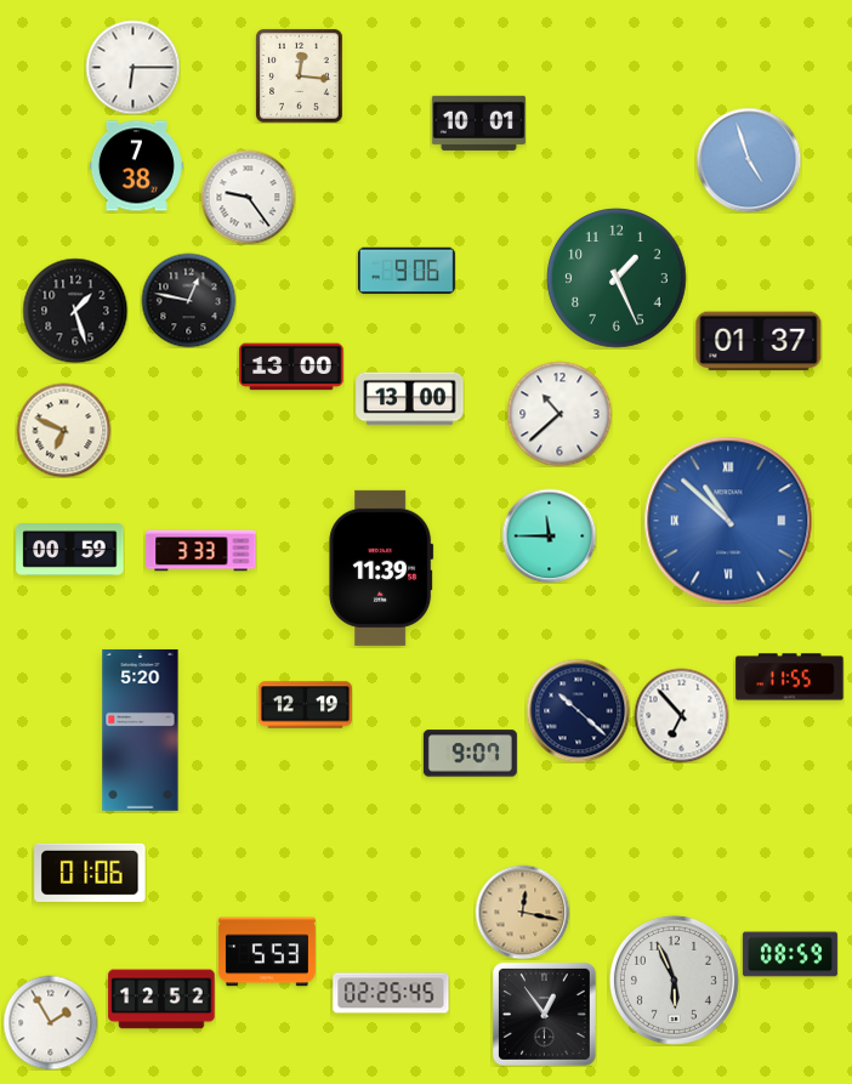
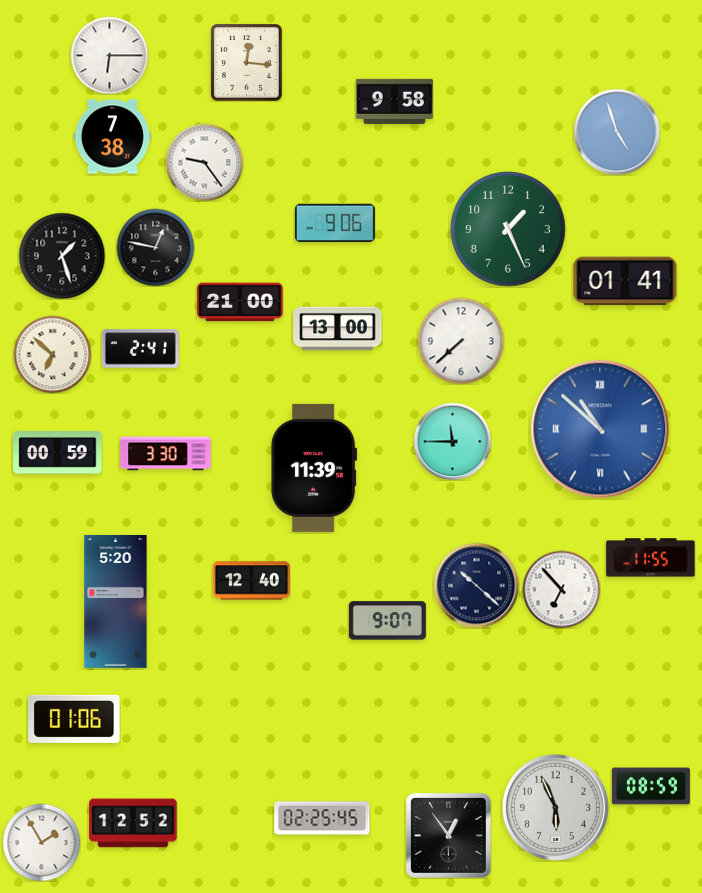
clock at (478, 123): 10:01 -> 9:58
clock at (759, 341): 01:37 -> 01:41
clock at (291, 367): 13:00 -> 21:00
clock at (560, 414): 10:38 -> 7:38
clock at (140, 349): none -> 2:41
clock at (63, 430): 6:49 -> 6:52
clock at (201, 551): 3:33 -> 3:30
clock at (305, 705): 12:19 -> 12:40
clock at (522, 912): 12:17 -> none
clock at (267, 952): 5:53 -> none
